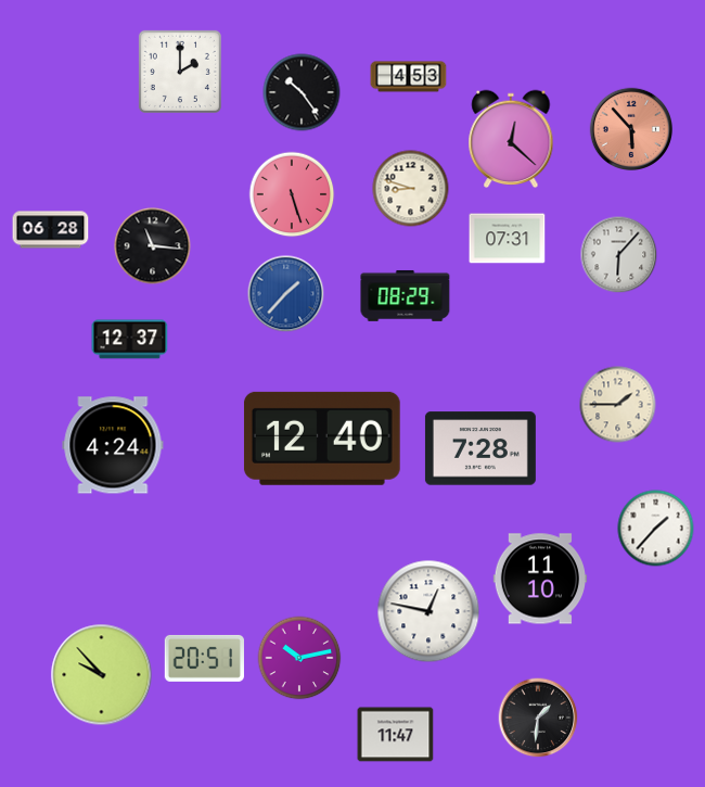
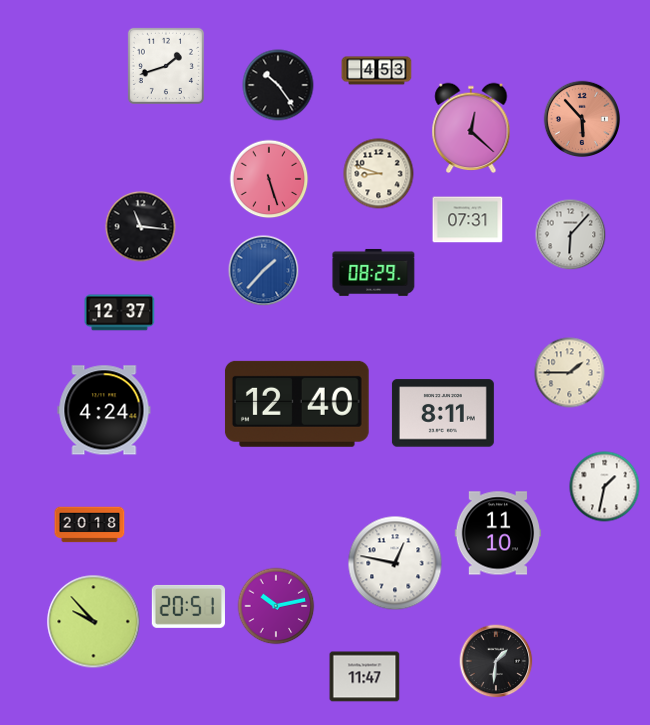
clock at (180, 72): 2:00 -> 1:42
clock at (51, 230): 06:28 -> none
clock at (480, 448): 7:28 -> 8:11
clock at (656, 529): 1:37 -> 1:32
clock at (90, 525): none -> 20:18
